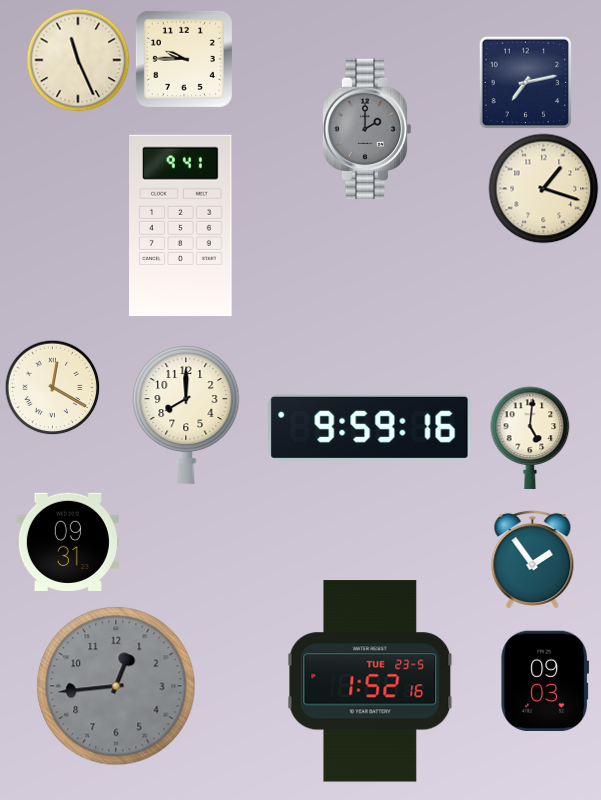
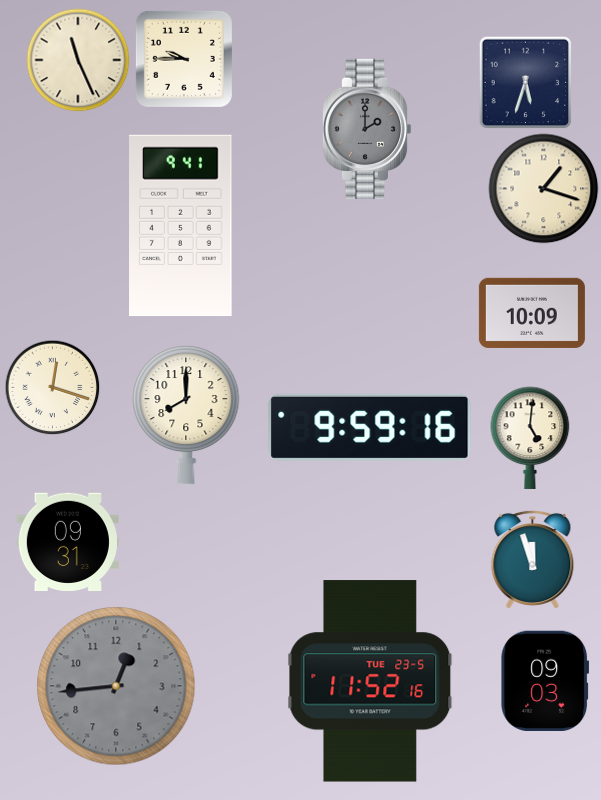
clock at (525, 82): 7:13 -> 5:33
clock at (532, 313): none -> 10:09
clock at (52, 387): 12:20 -> 12:18
clock at (533, 559): 1:54 -> 11:57
clock at (370, 681): 1:52 -> 11:52
